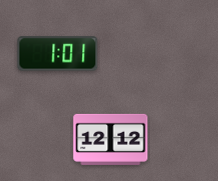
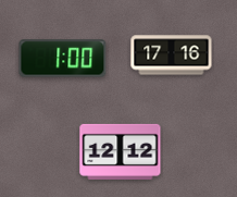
clock at (172, 56): none -> 17:16
clock at (58, 54): 1:01 -> 1:00
